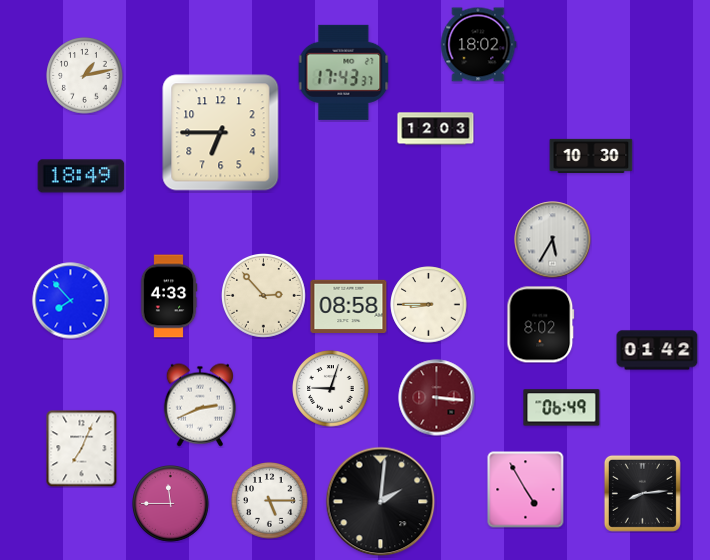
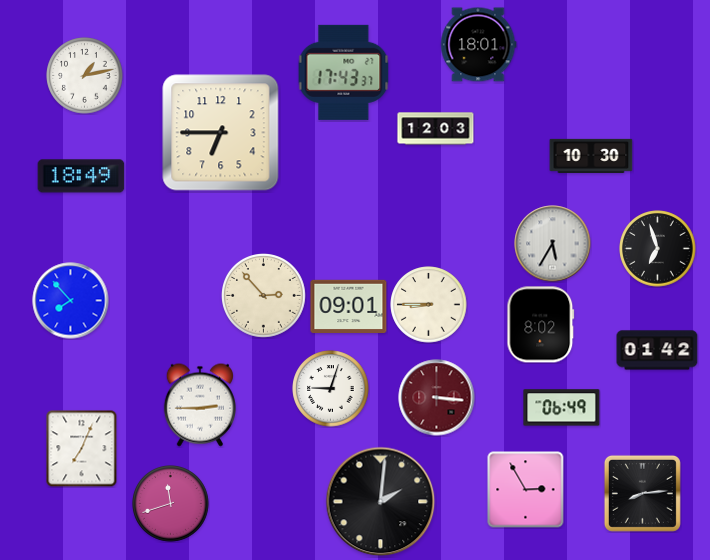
clock at (479, 45): 18:02 -> 18:01
clock at (553, 240) position: (553, 240) -> (553, 244)
clock at (658, 249): none -> 6:57
clock at (169, 296): 4:33 -> none
clock at (349, 306): 08:58 -> 09:01
clock at (200, 405): 2:41 -> 2:45
clock at (526, 490): 4:55 -> 2:55
clock at (270, 501): 5:15 -> none
clock at (171, 504): 11:45 -> 11:42
